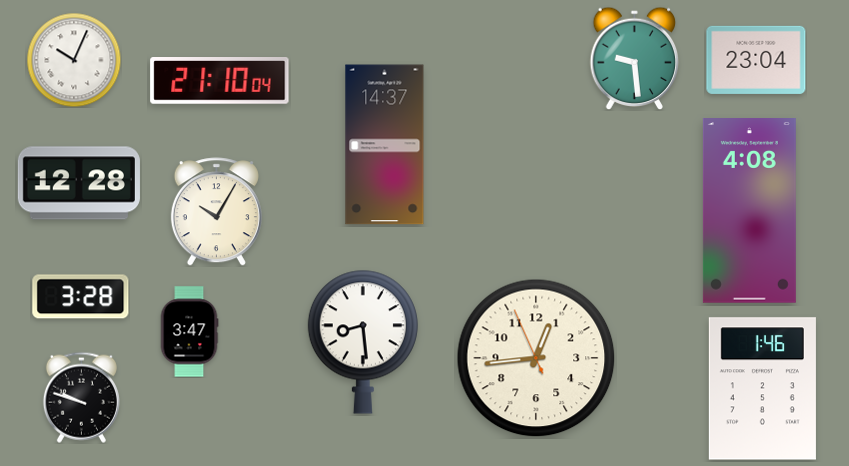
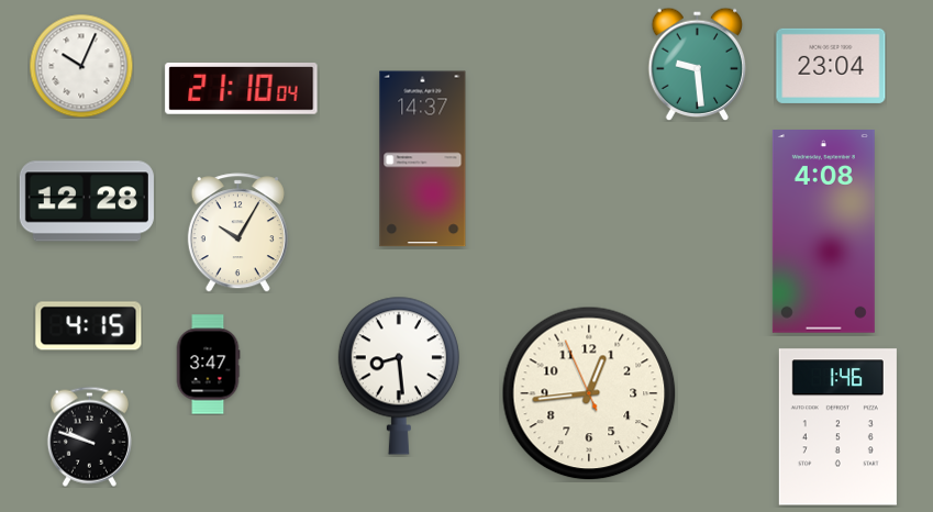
clock at (81, 297): 3:28 -> 4:15
